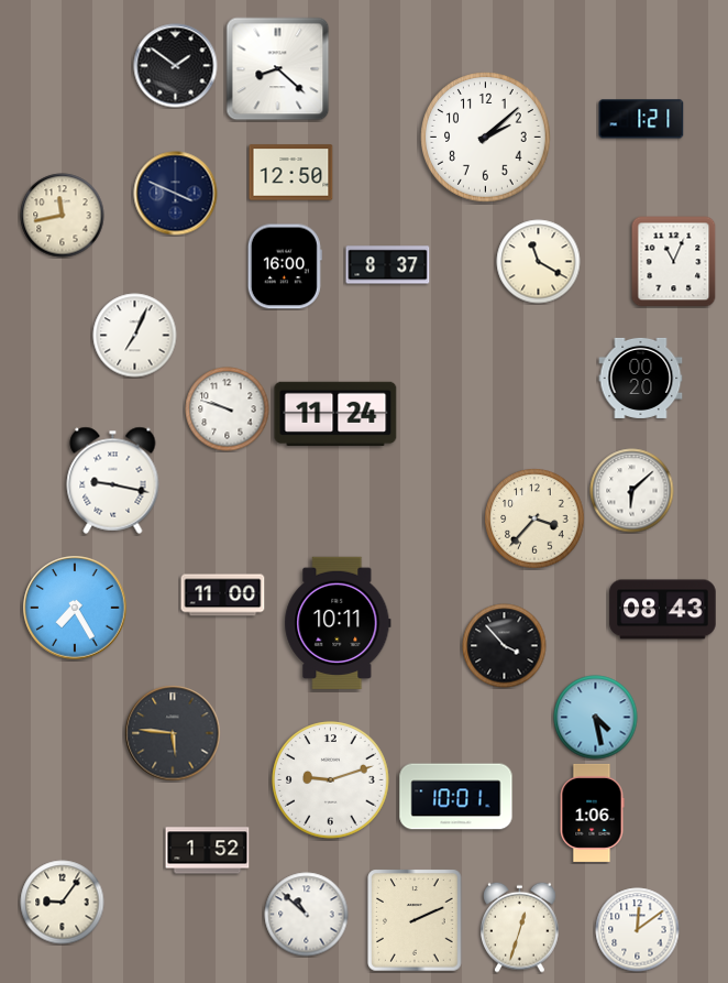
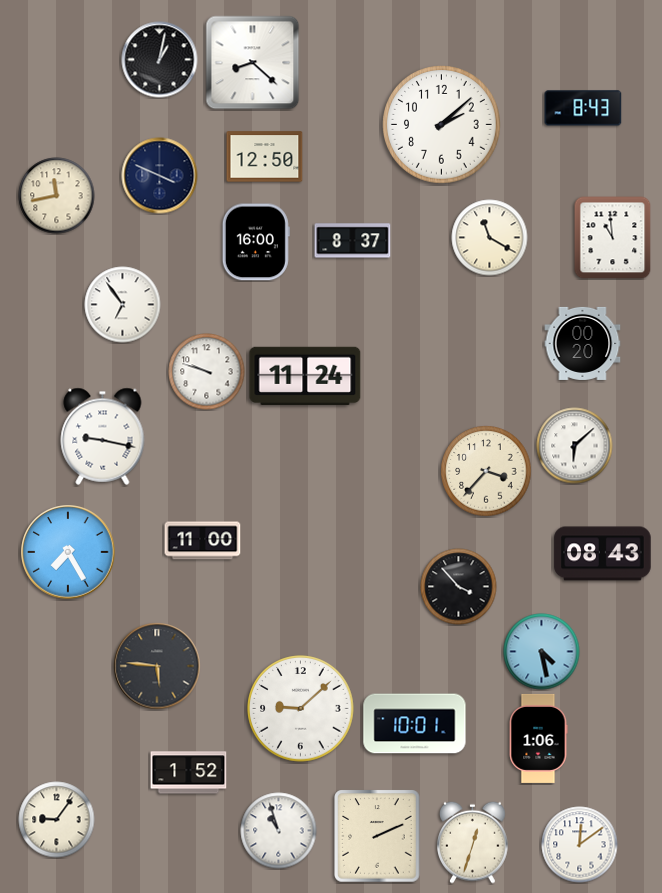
clock at (176, 66): 1:51 -> 1:02
clock at (641, 119): 1:21 -> 8:43
clock at (674, 262): 11:04 -> 10:59
clock at (285, 266) position: (285, 266) -> (256, 242)
clock at (135, 336): 7:04 -> 6:54
clock at (338, 623): 10:11 -> none
clock at (331, 780): 9:12 -> 9:08
clock at (307, 915): 10:52 -> 10:57
